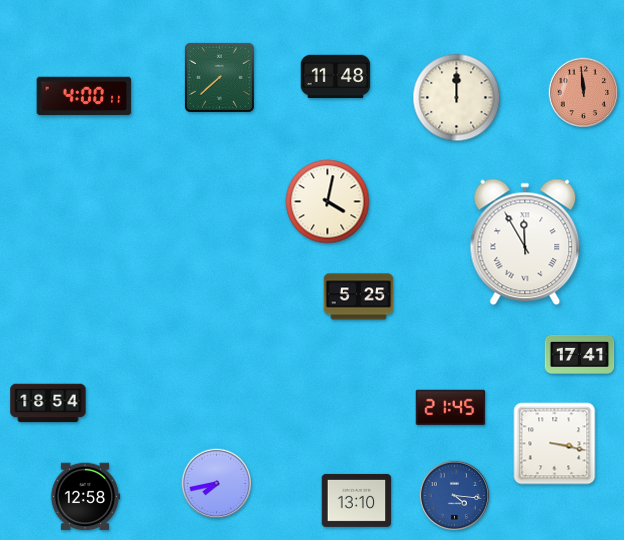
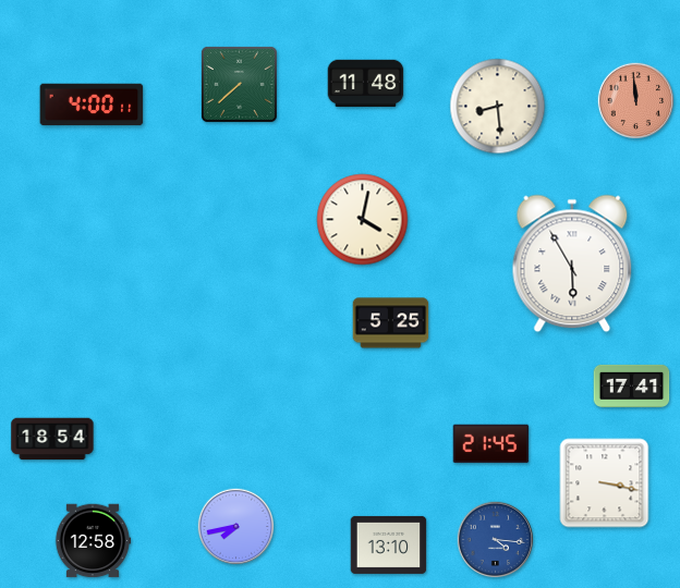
clock at (457, 98): 12:00 -> 8:29
clock at (328, 202) position: (328, 202) -> (363, 220)
clock at (525, 242): 11:55 -> 5:55
